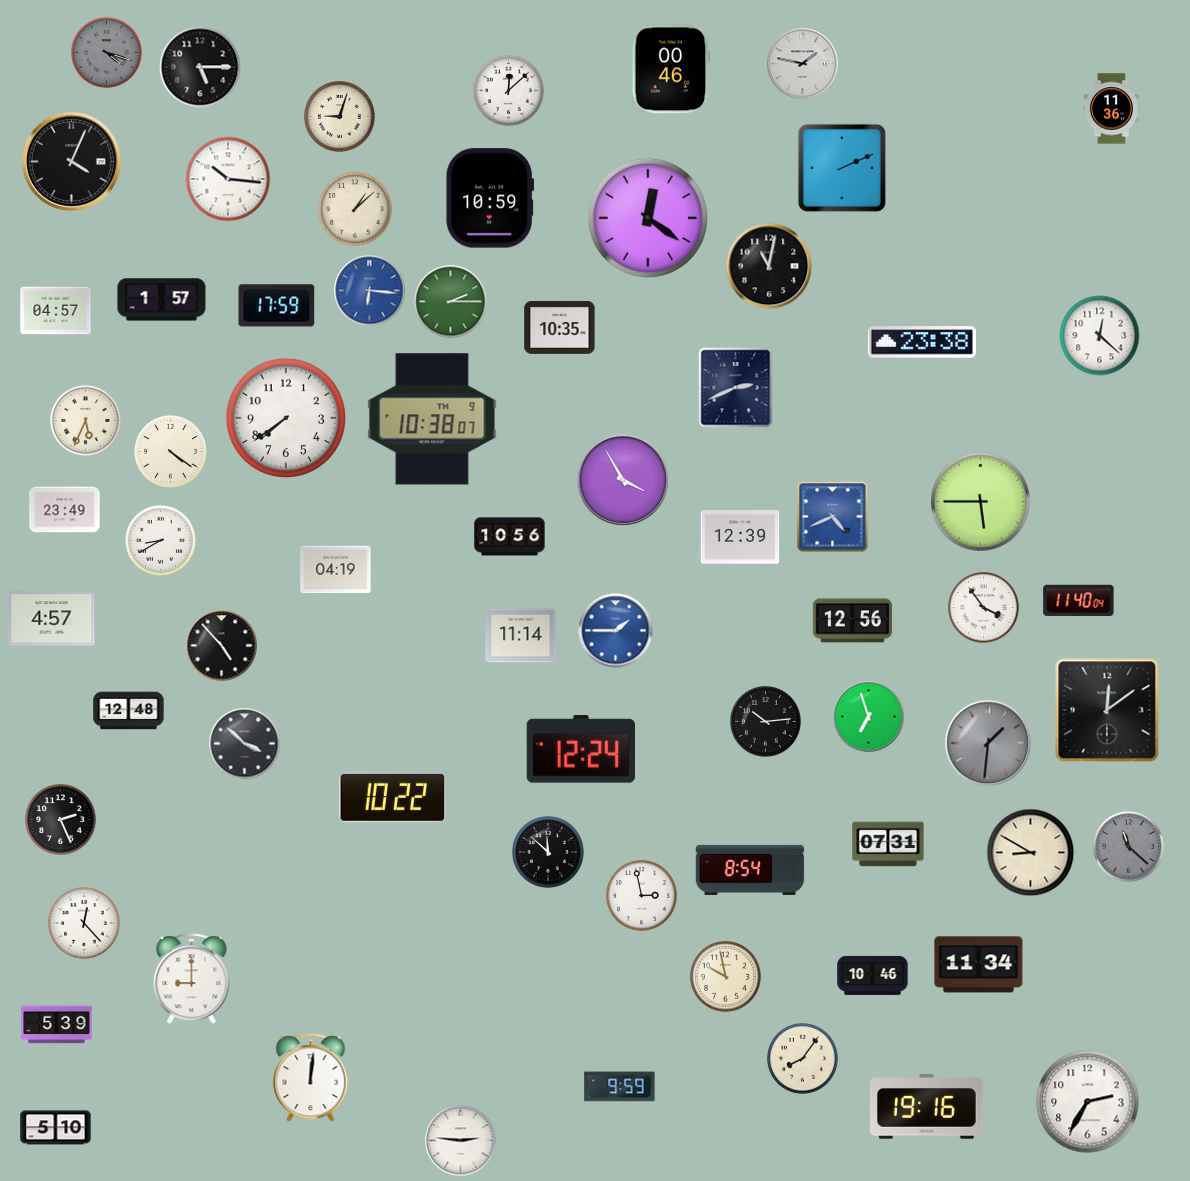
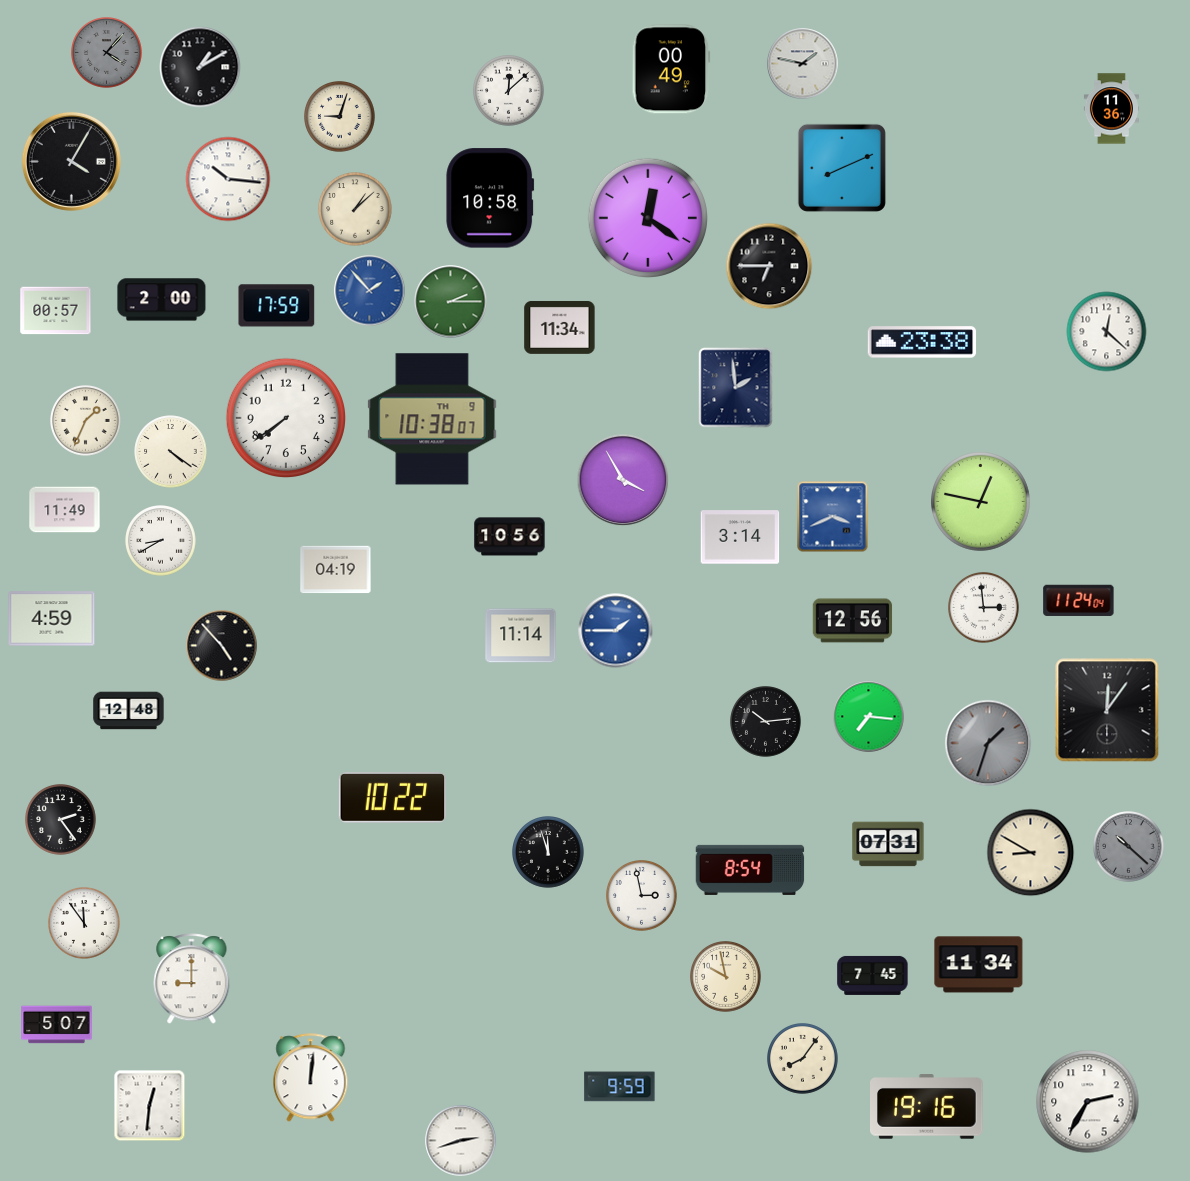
clock at (107, 53): 4:18 -> 4:07
clock at (200, 67): 5:15 -> 1:10
clock at (671, 69): 00:46 -> 00:49
clock at (71, 161): 4:04 -> 4:05
clock at (842, 168): 2:11 -> 8:11
clock at (490, 198): 10:59 -> 10:58
clock at (769, 266): 11:02 -> 6:45
clock at (370, 291): 6:16 -> 1:53
clock at (162, 300): 1:57 -> 2:00
clock at (56, 311): 04:57 -> 00:57
clock at (560, 327): 10:35 -> 11:34
clock at (1100, 336) position: (1100, 336) -> (1107, 332)
clock at (736, 388): 2:41 -> 1:59
clock at (86, 421): 5:34 -> 1:34
clock at (981, 502): 5:45 -> 12:47
clock at (65, 510): 23:49 -> 11:49
clock at (833, 517): 4:41 -> 3:41
clock at (740, 537): 12:39 -> 3:14
clock at (1079, 600): 11:40 -> 11:24
clock at (984, 608): 3:54 -> 2:59
clock at (52, 619): 4:57 -> 4:59
clock at (1107, 710): 12:09 -> 12:06
clock at (869, 717): 6:57 -> 7:16
clock at (988, 743): 1:31 -> 1:33
clock at (245, 744): 3:52 -> none
clock at (580, 749): 12:24 -> none
clock at (61, 820): 2:26 -> 2:24
clock at (1129, 847): 11:22 -> 10:22
clock at (548, 852): 11:52 -> 11:57
clock at (84, 923): 12:23 -> 11:54
clock at (873, 975): 10:46 -> 7:45
clock at (57, 1025): 5:39 -> 5:07
clock at (150, 1106): none -> 12:31
clock at (56, 1128): 5:10 -> none
clock at (461, 1141): 2:46 -> 2:42
